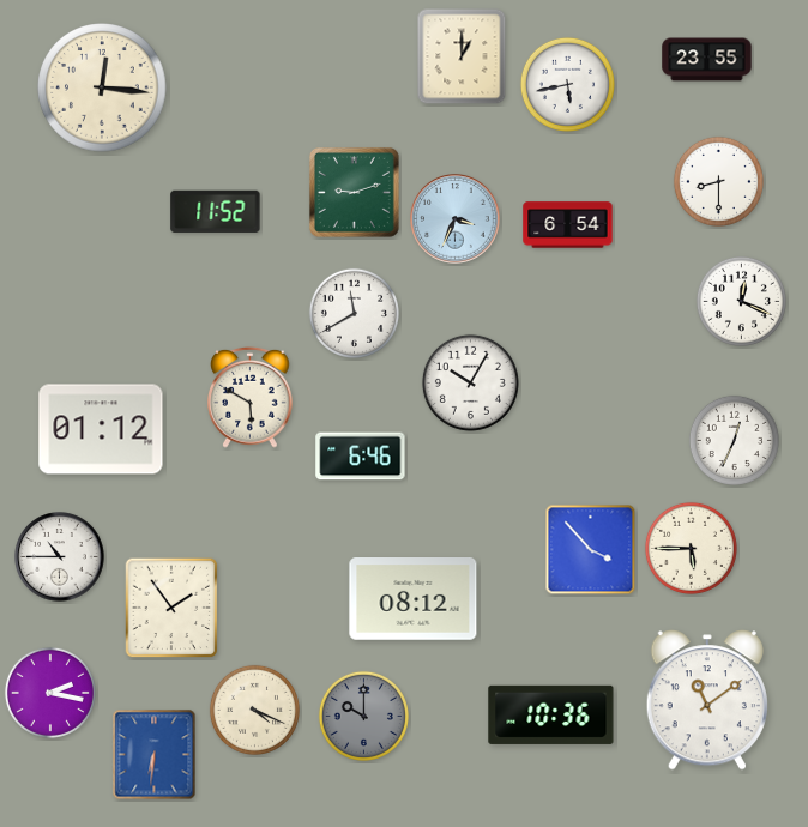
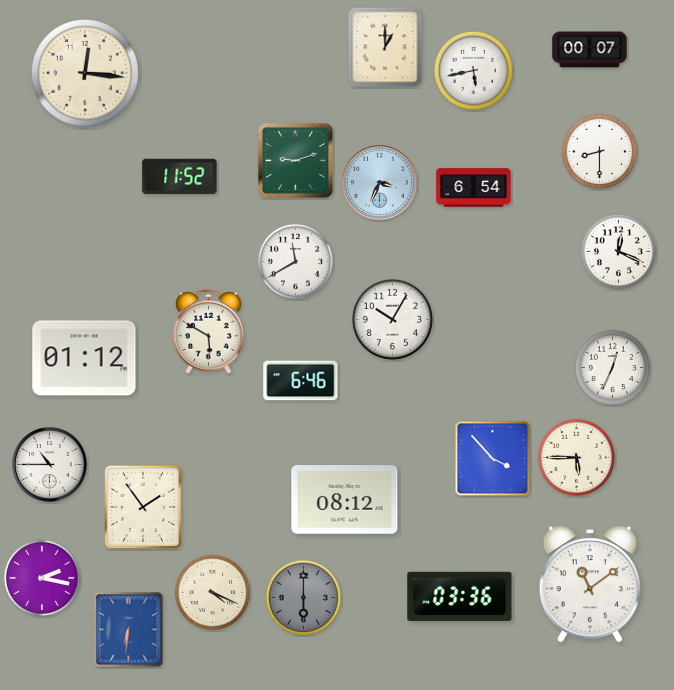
clock at (707, 60): 23:55 -> 00:07
clock at (551, 714): 10:36 -> 03:36
clock at (363, 716): 10:00 -> 6:00
